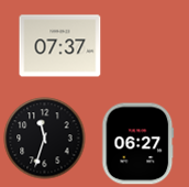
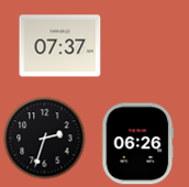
clock at (45, 139): 11:33 -> 2:33
clock at (138, 144): 06:27 -> 06:26
